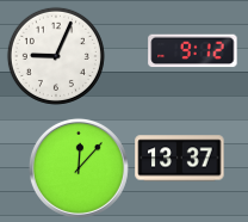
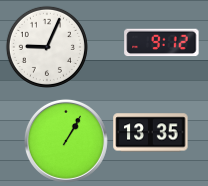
clock at (180, 159): 13:37 -> 13:35
clock at (79, 168): 12:07 -> 1:05
